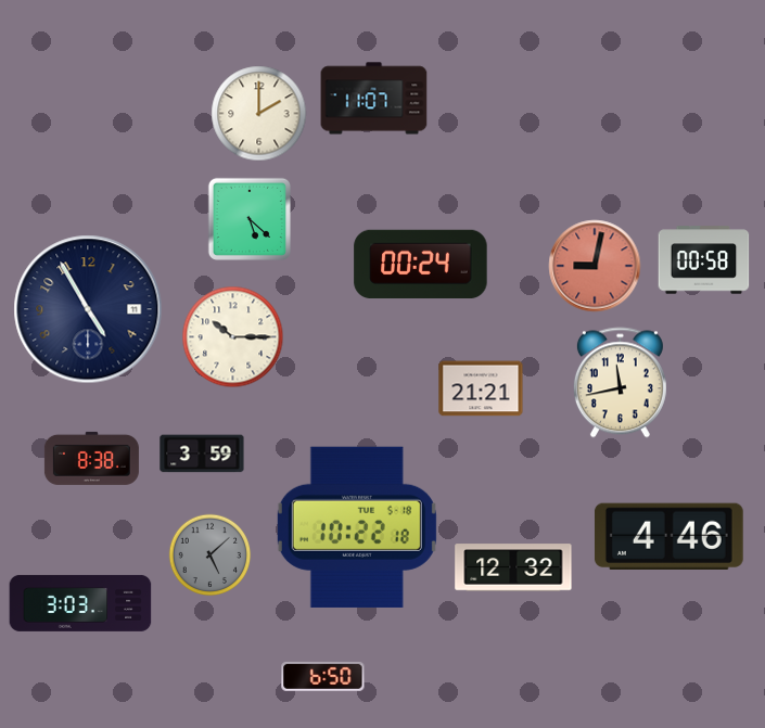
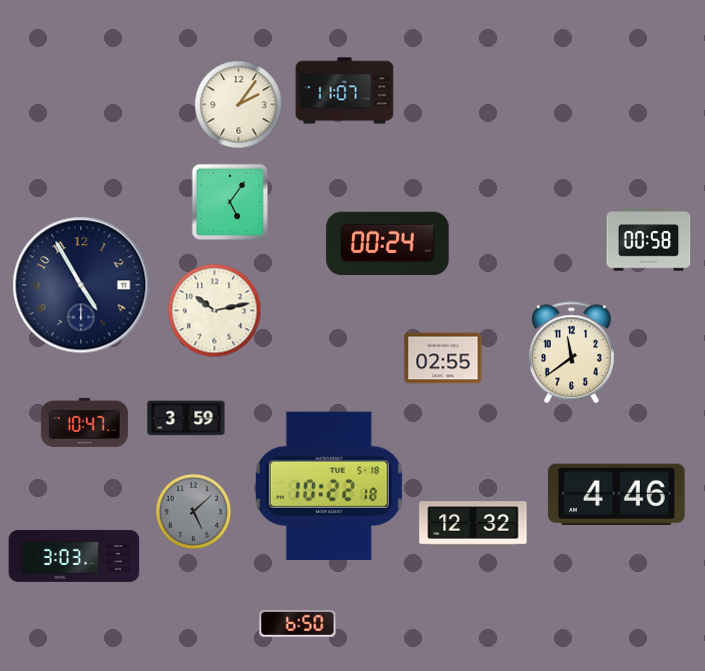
clock at (259, 114): 2:00 -> 2:06
clock at (250, 219): 5:22 -> 5:06
clock at (595, 266): 9:02 -> none
clock at (233, 337): 10:15 -> 10:13
clock at (620, 383): 11:43 -> 11:39
clock at (481, 388): 21:21 -> 02:55
clock at (91, 458): 8:38 -> 10:47
